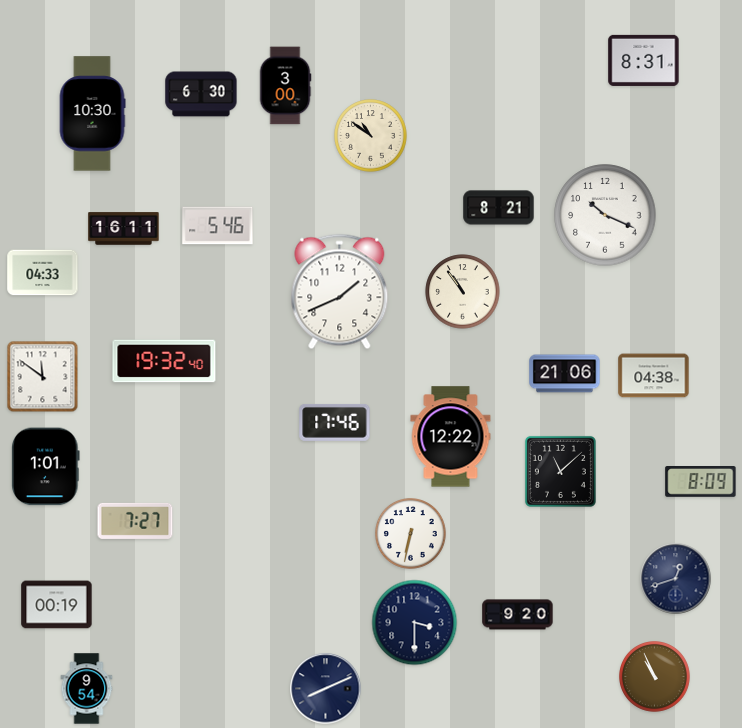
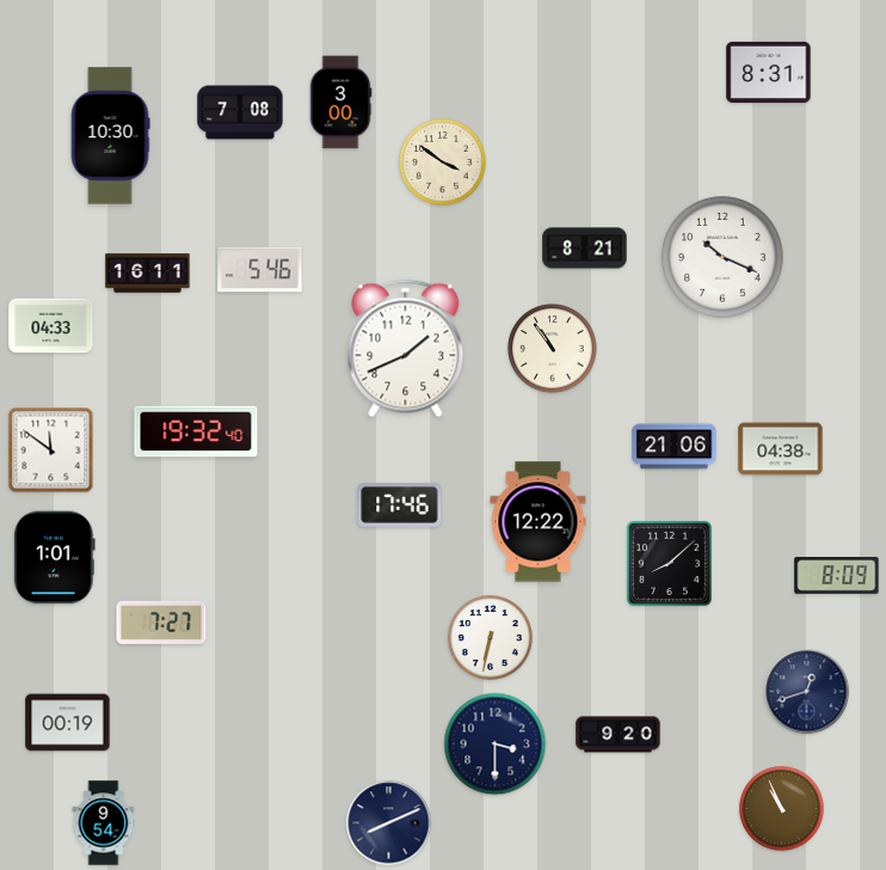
clock at (201, 94): 6:30 -> 7:08
clock at (371, 136): 10:51 -> 3:51
clock at (499, 208) position: (499, 208) -> (585, 249)
clock at (560, 471): 11:08 -> 8:08
